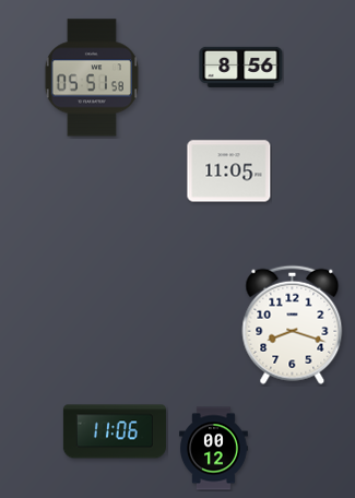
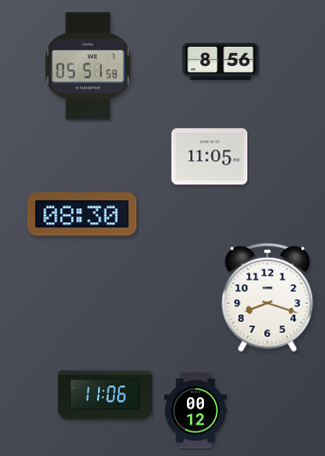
clock at (92, 78) position: (92, 78) -> (88, 66)
clock at (82, 214): none -> 08:30
